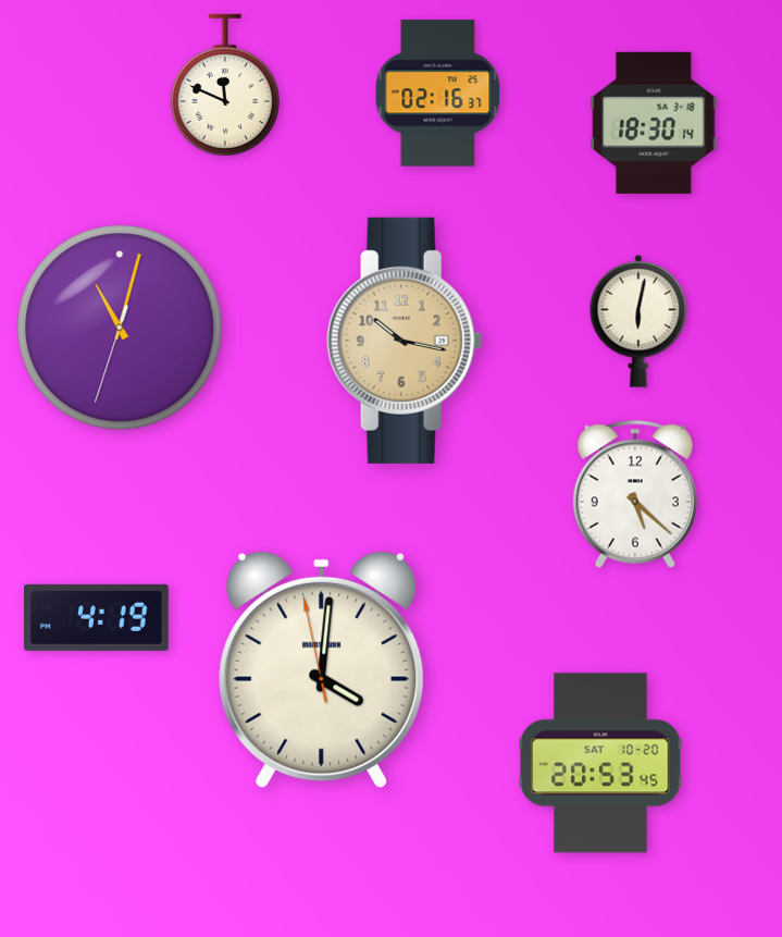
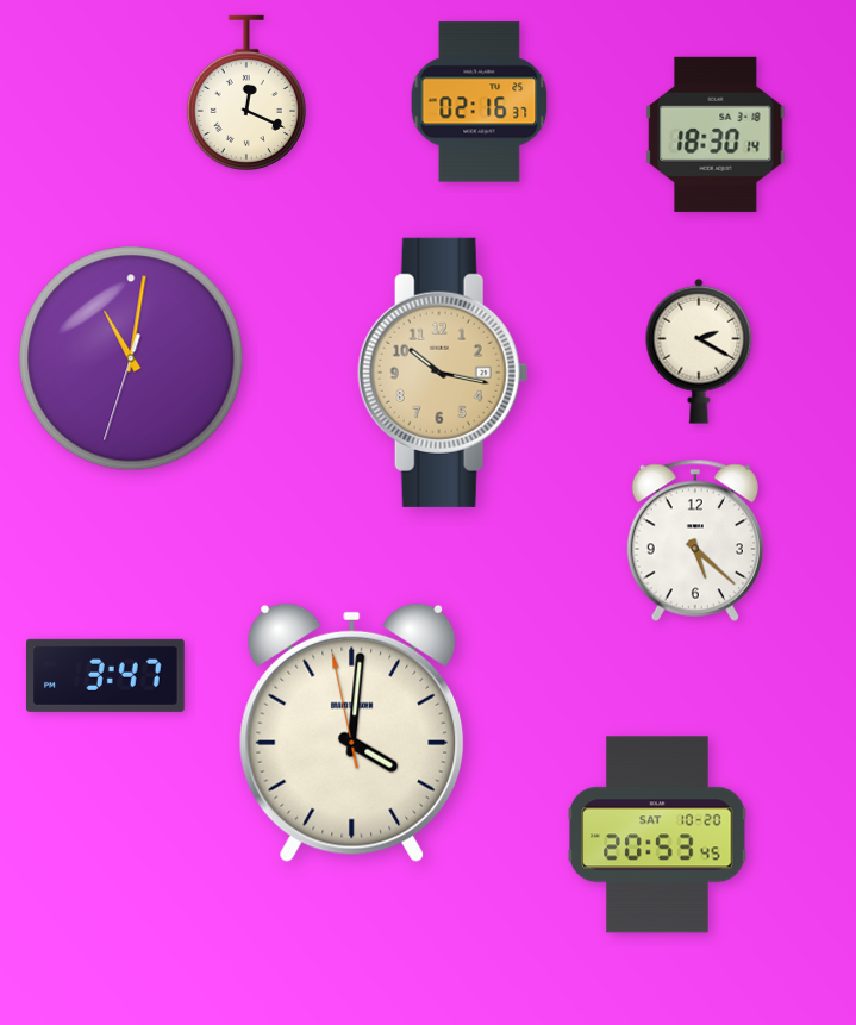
clock at (225, 84): 11:49 -> 12:19
clock at (638, 321): 6:02 -> 2:20
clock at (120, 328): 11:02 -> 11:01
clock at (97, 617): 4:19 -> 3:47
